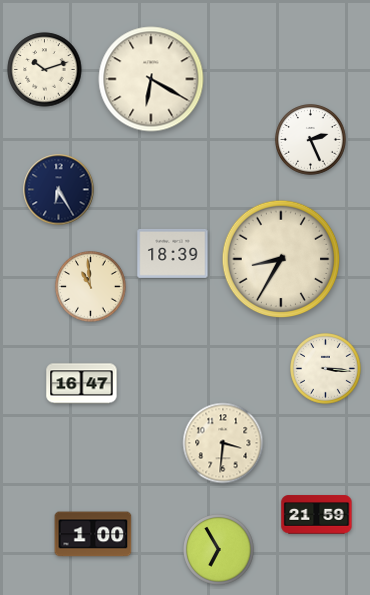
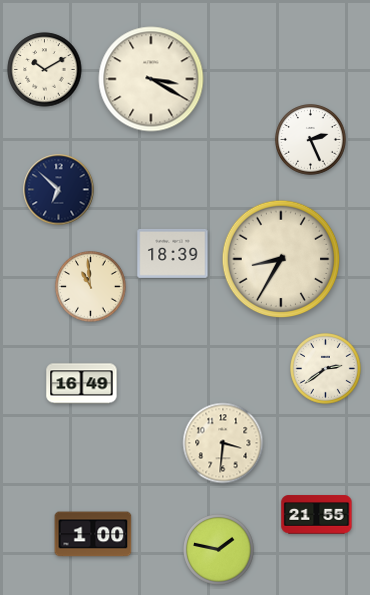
clock at (45, 70): 10:12 -> 10:10
clock at (151, 79): 6:20 -> 3:20
clock at (59, 190): 6:25 -> 6:52
clock at (326, 369): 3:16 -> 2:39
clock at (82, 384): 16:47 -> 16:49
clock at (317, 515): 21:59 -> 21:55
clock at (219, 550): 6:55 -> 1:47
